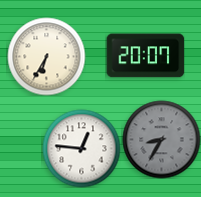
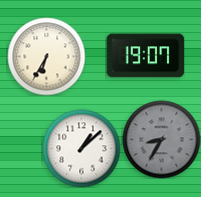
clock at (145, 56): 20:07 -> 19:07
clock at (81, 148): 12:46 -> 1:08
